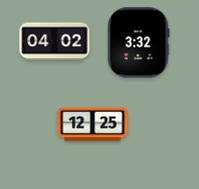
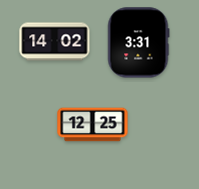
clock at (55, 42): 04:02 -> 14:02
clock at (138, 43): 3:32 -> 3:31
